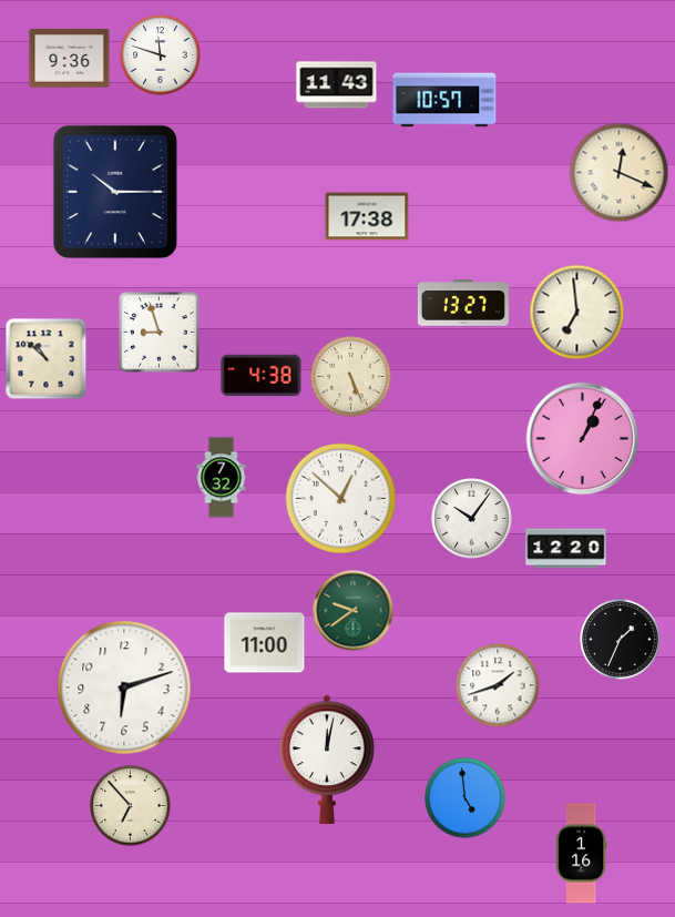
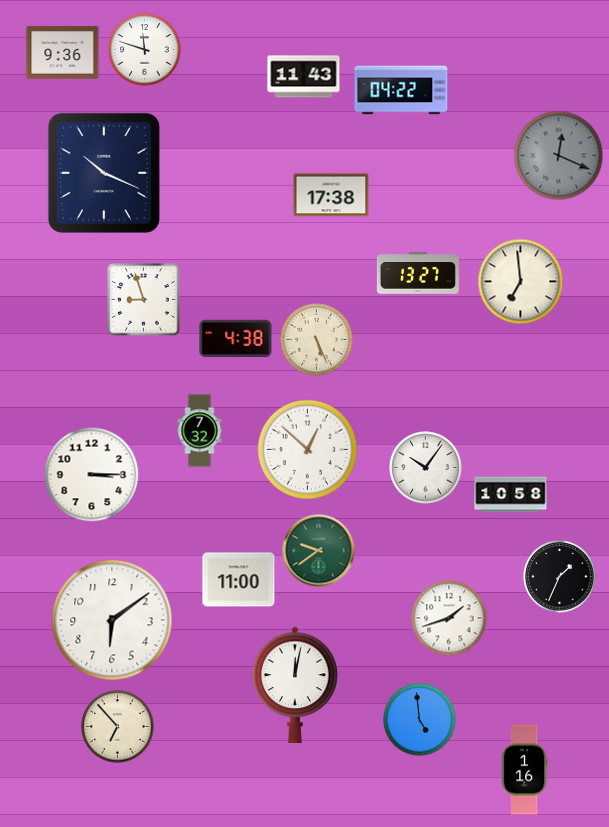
clock at (444, 100): 10:57 -> 04:22
clock at (620, 173) dial: cream -> grey
clock at (115, 192): 10:15 -> 10:19
clock at (47, 359): 10:52 -> none
clock at (583, 439): 1:04 -> none
clock at (92, 475): none -> 3:15
clock at (566, 549): 12:20 -> 10:58
clock at (124, 687): 6:12 -> 6:09
